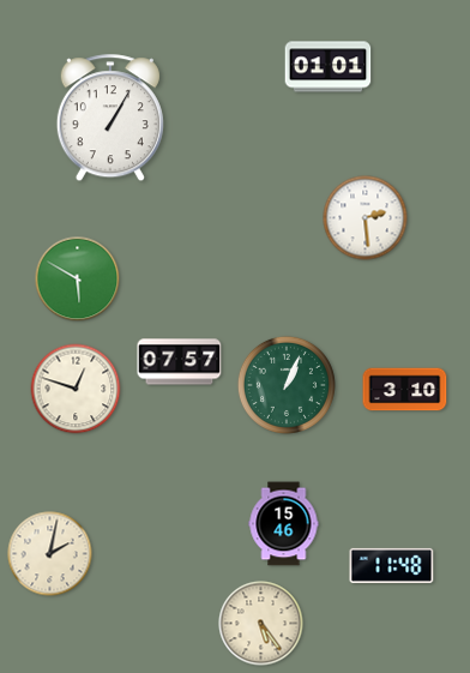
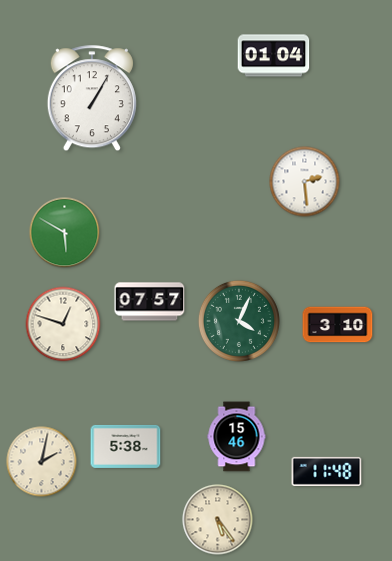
clock at (329, 67): 01:01 -> 01:04
clock at (287, 385): 1:04 -> 4:04
clock at (126, 446): none -> 5:38
